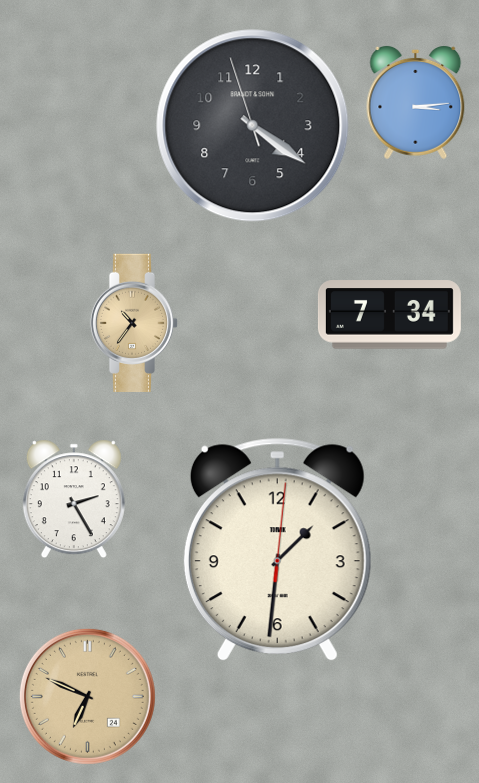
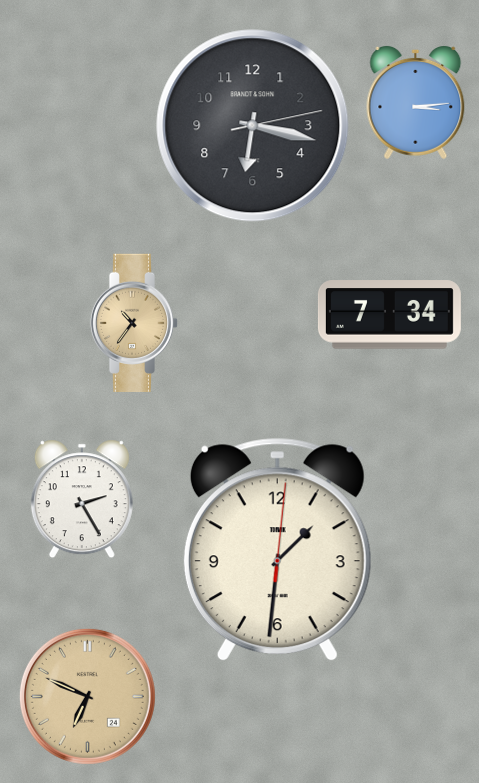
clock at (253, 126): 4:20 -> 6:17
clock at (74, 499) position: (74, 499) -> (82, 499)
